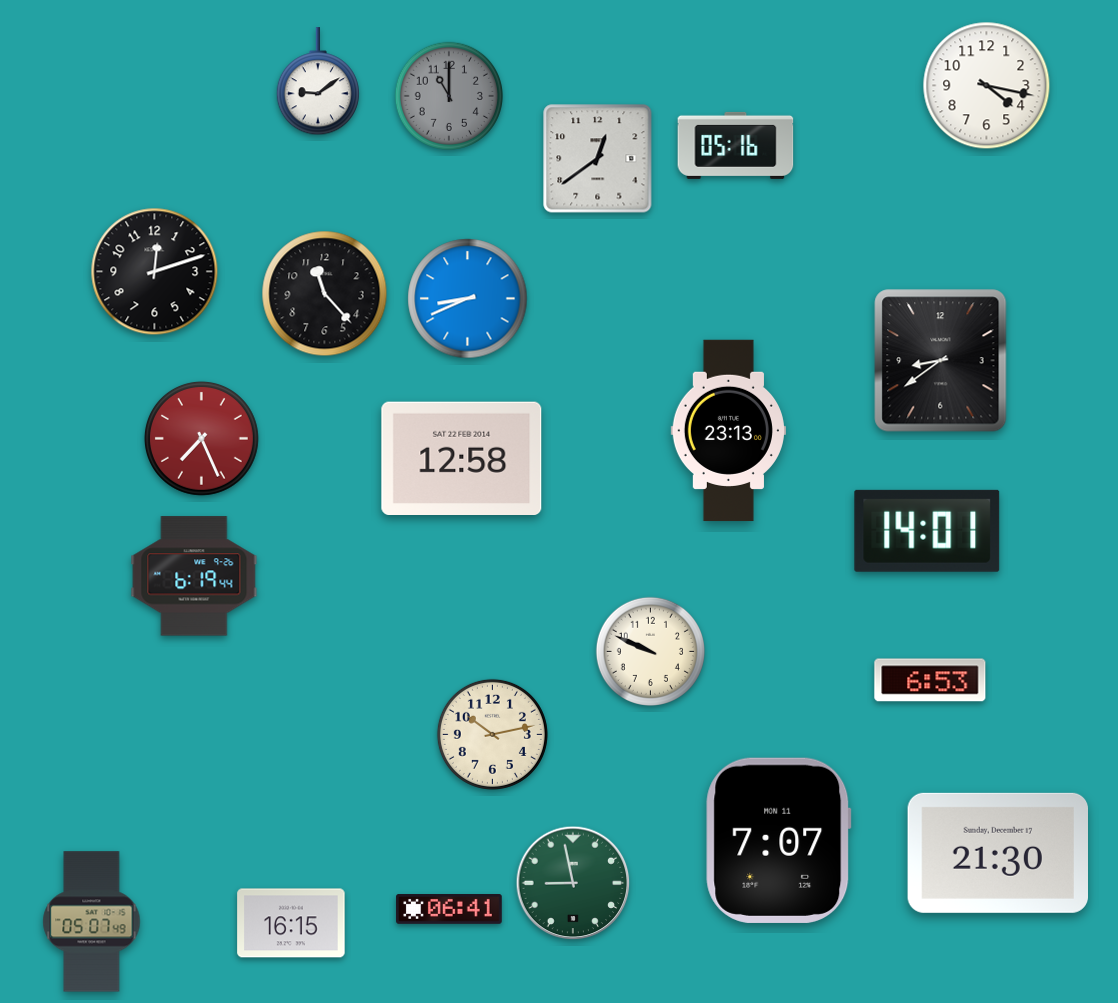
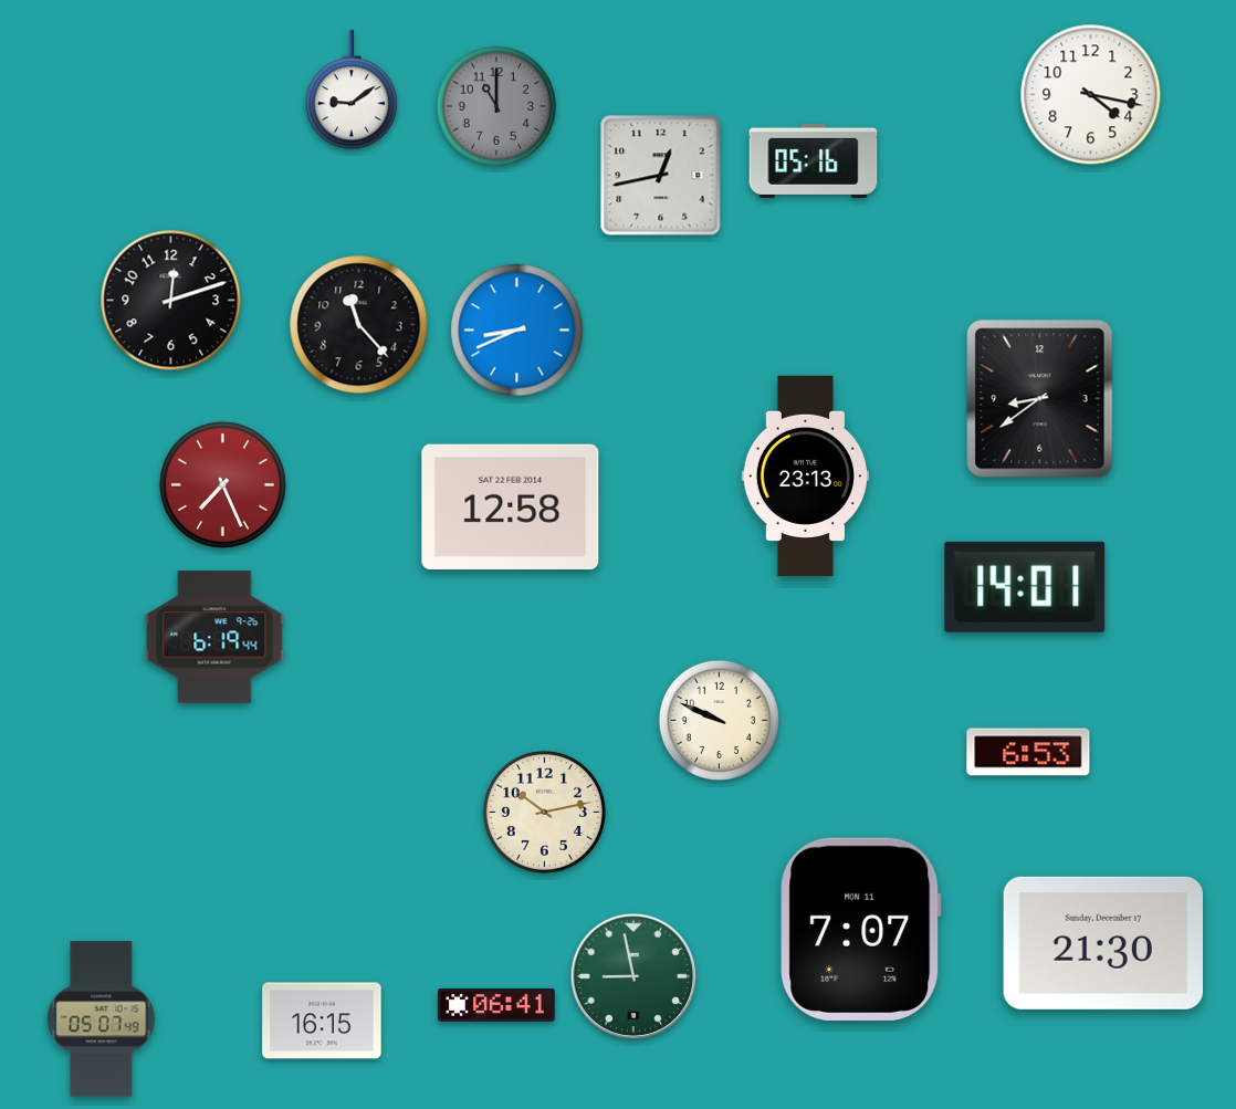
clock at (598, 159): 12:39 -> 12:43
